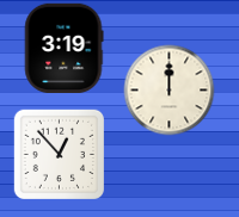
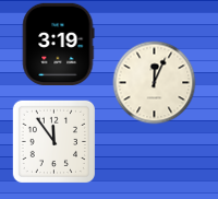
clock at (170, 91): 12:00 -> 12:04
clock at (59, 154): 12:53 -> 11:54
